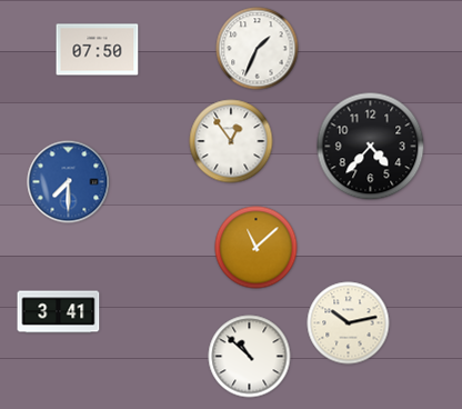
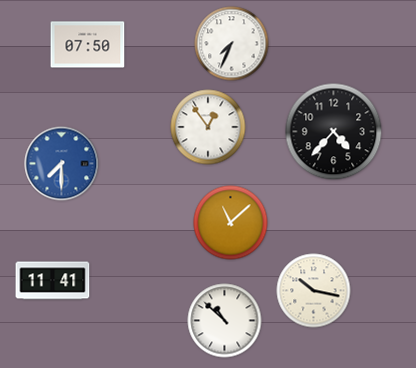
clock at (258, 49): 1:34 -> 7:34
clock at (59, 312): 3:41 -> 11:41
clock at (349, 323): 10:13 -> 10:17
